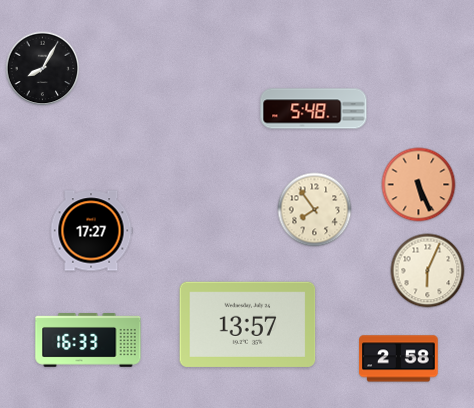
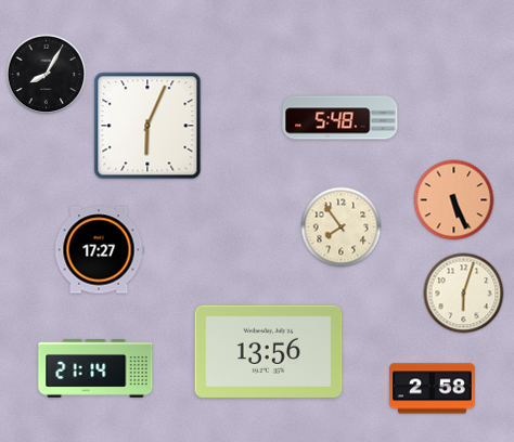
clock at (147, 126): none -> 6:04
clock at (428, 271): 6:04 -> 6:03
clock at (248, 324): 13:57 -> 13:56
clock at (88, 340): 16:33 -> 21:14
